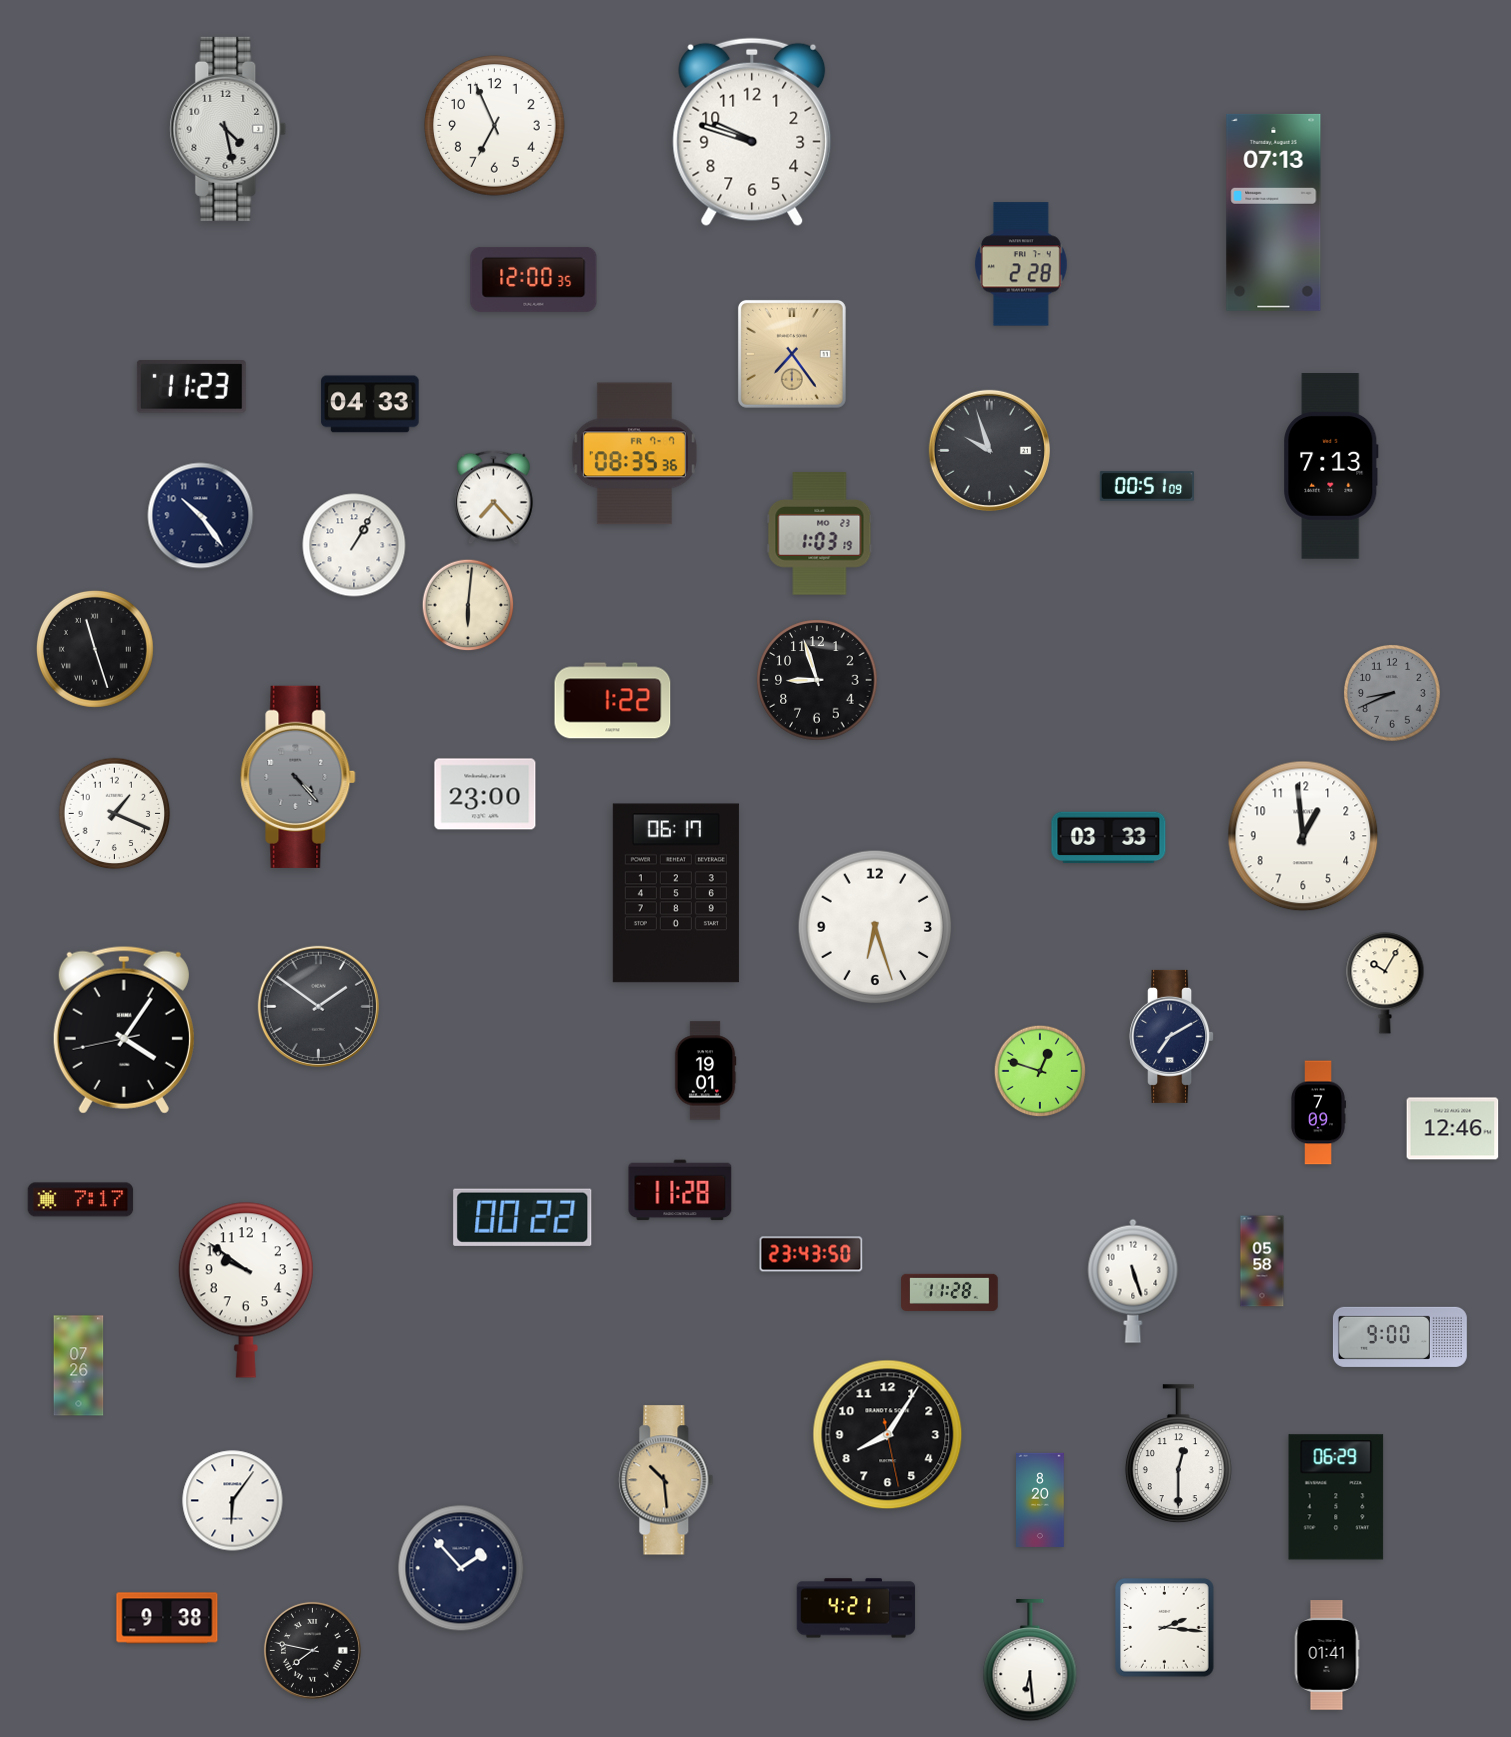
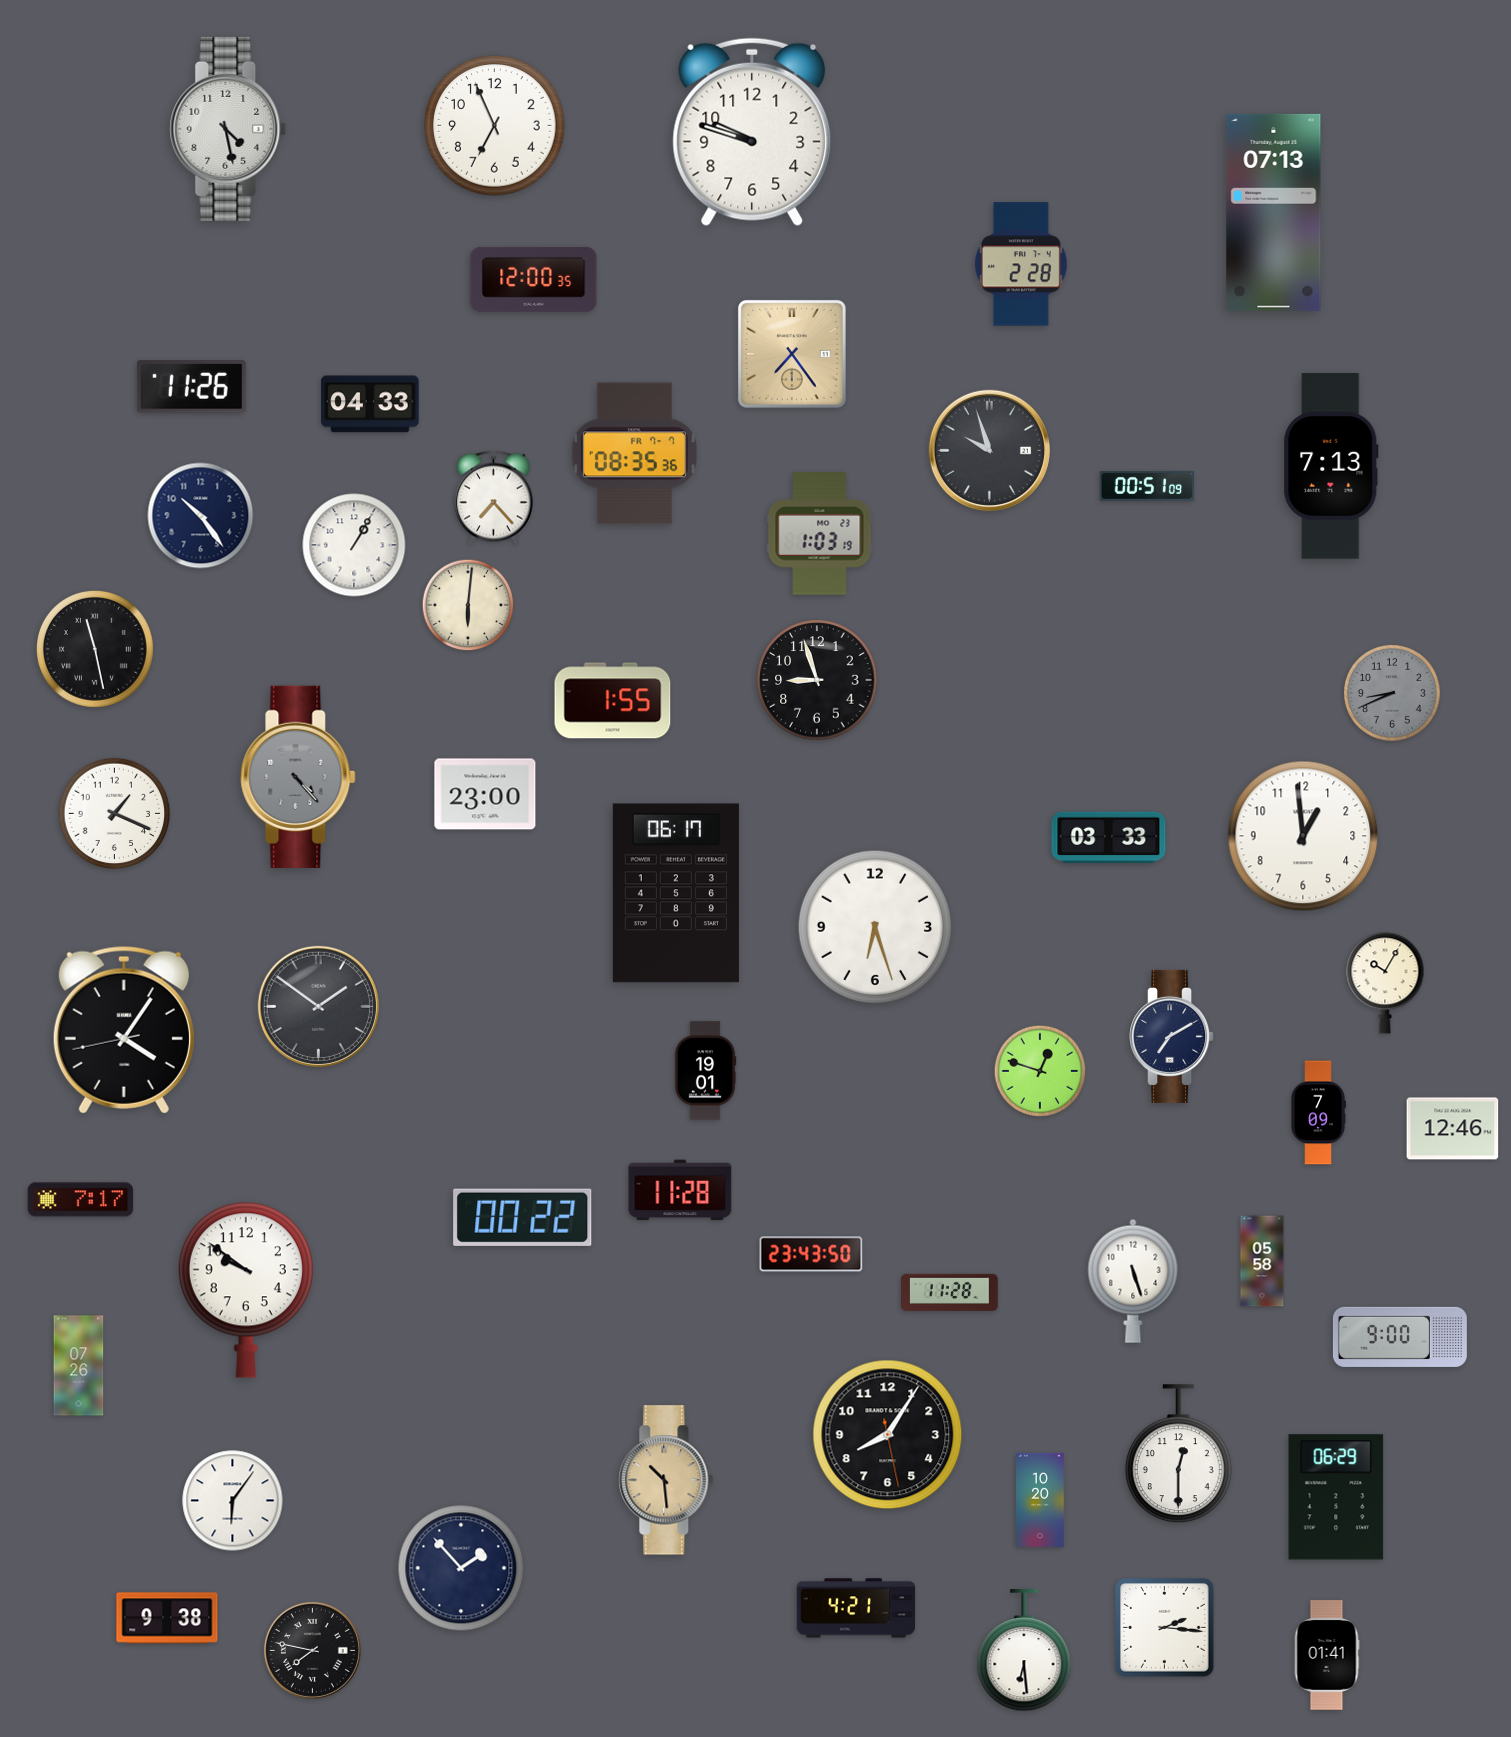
clock at (191, 387): 11:23 -> 11:26
clock at (95, 649): 11:27 -> 11:28
clock at (613, 701): 1:22 -> 1:55
clock at (1040, 1499): 8:20 -> 10:20
clock at (1030, 1661) position: (1030, 1661) -> (1024, 1651)
